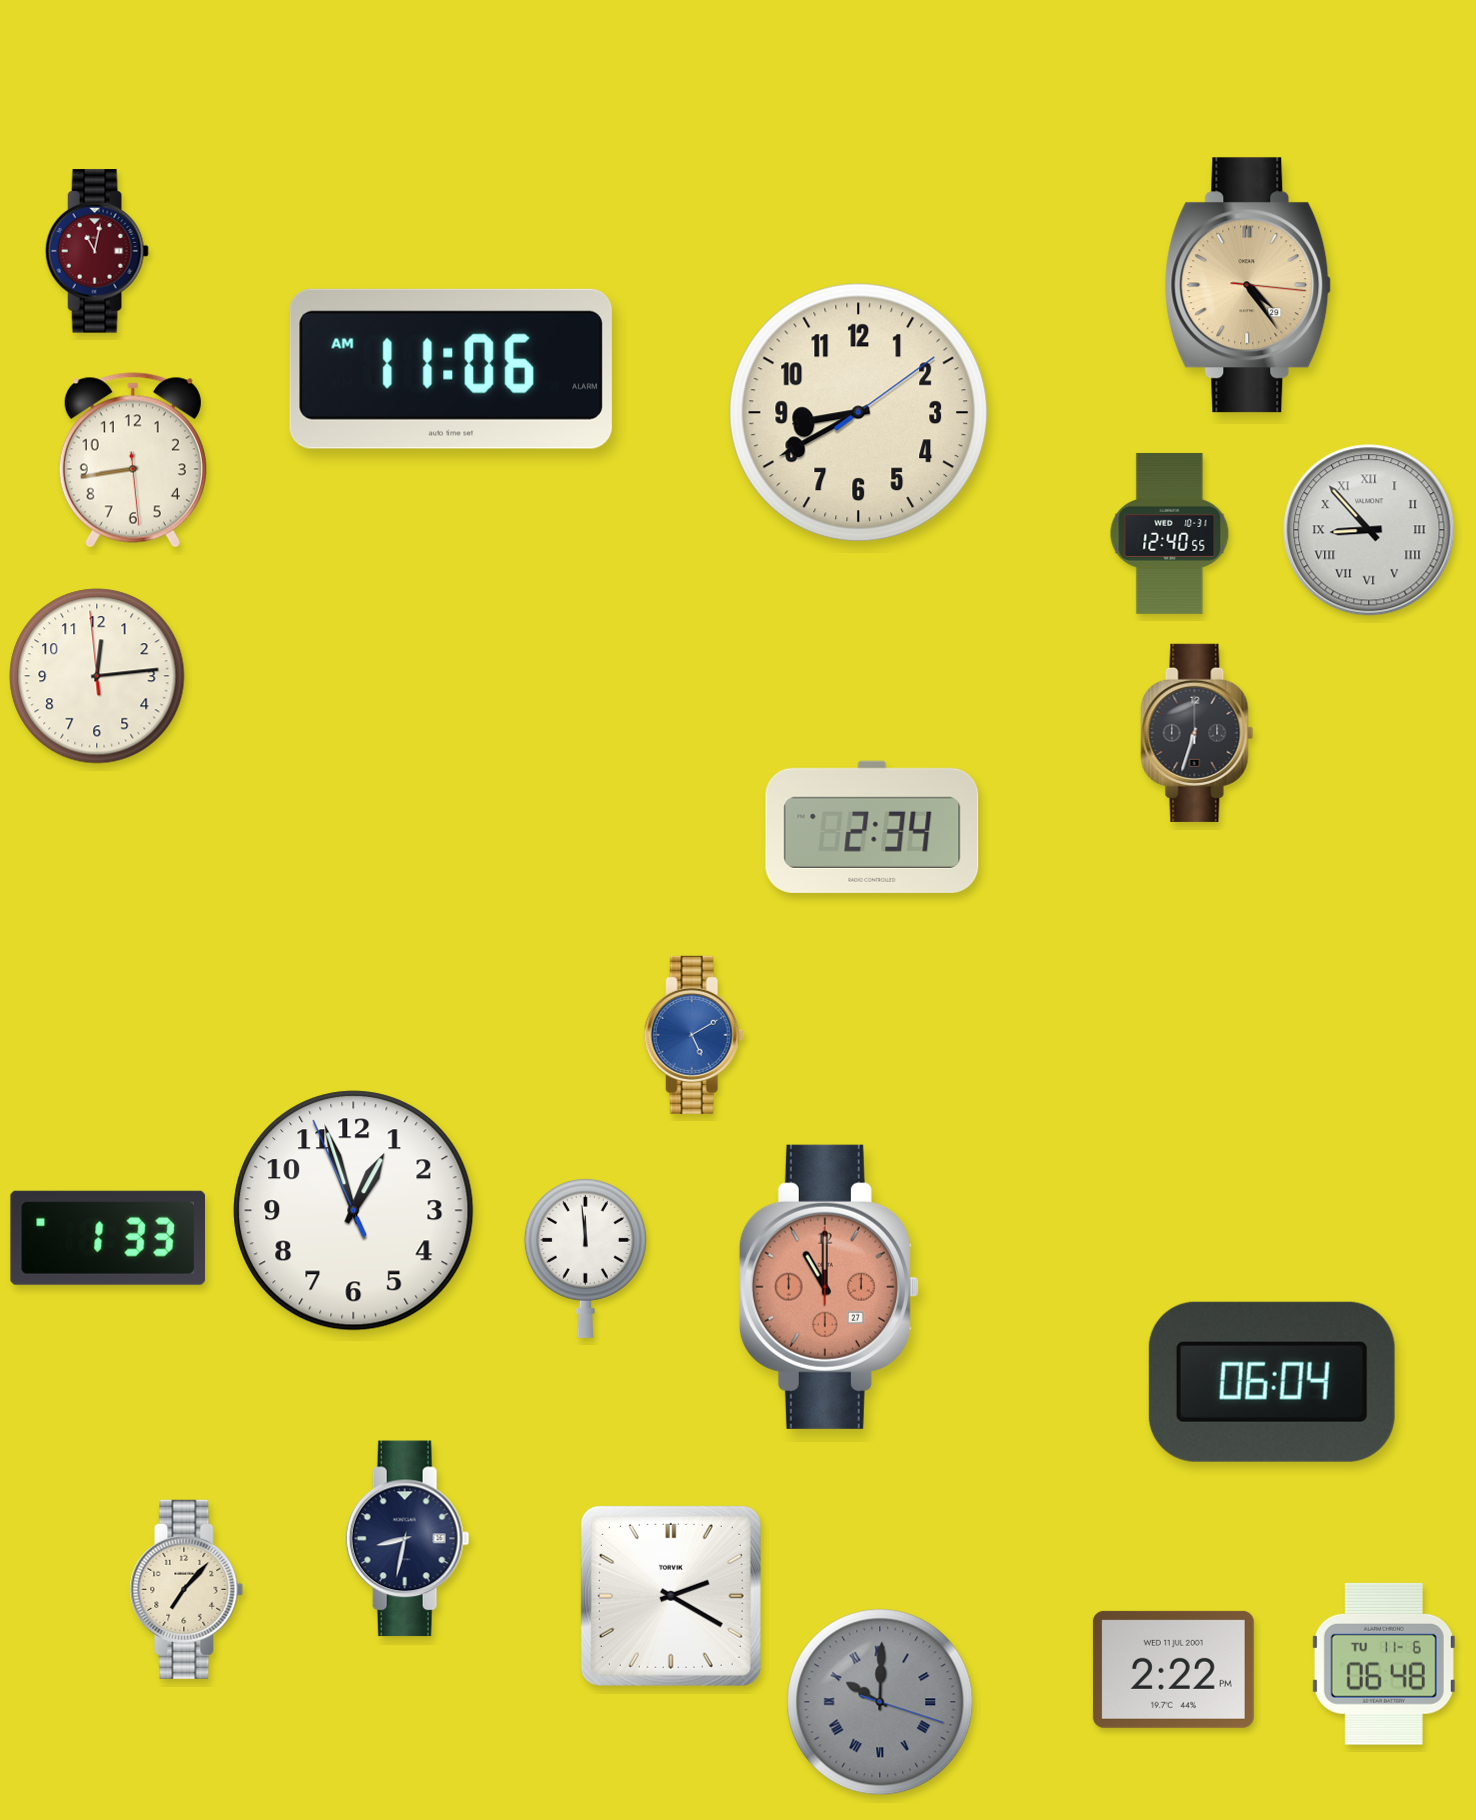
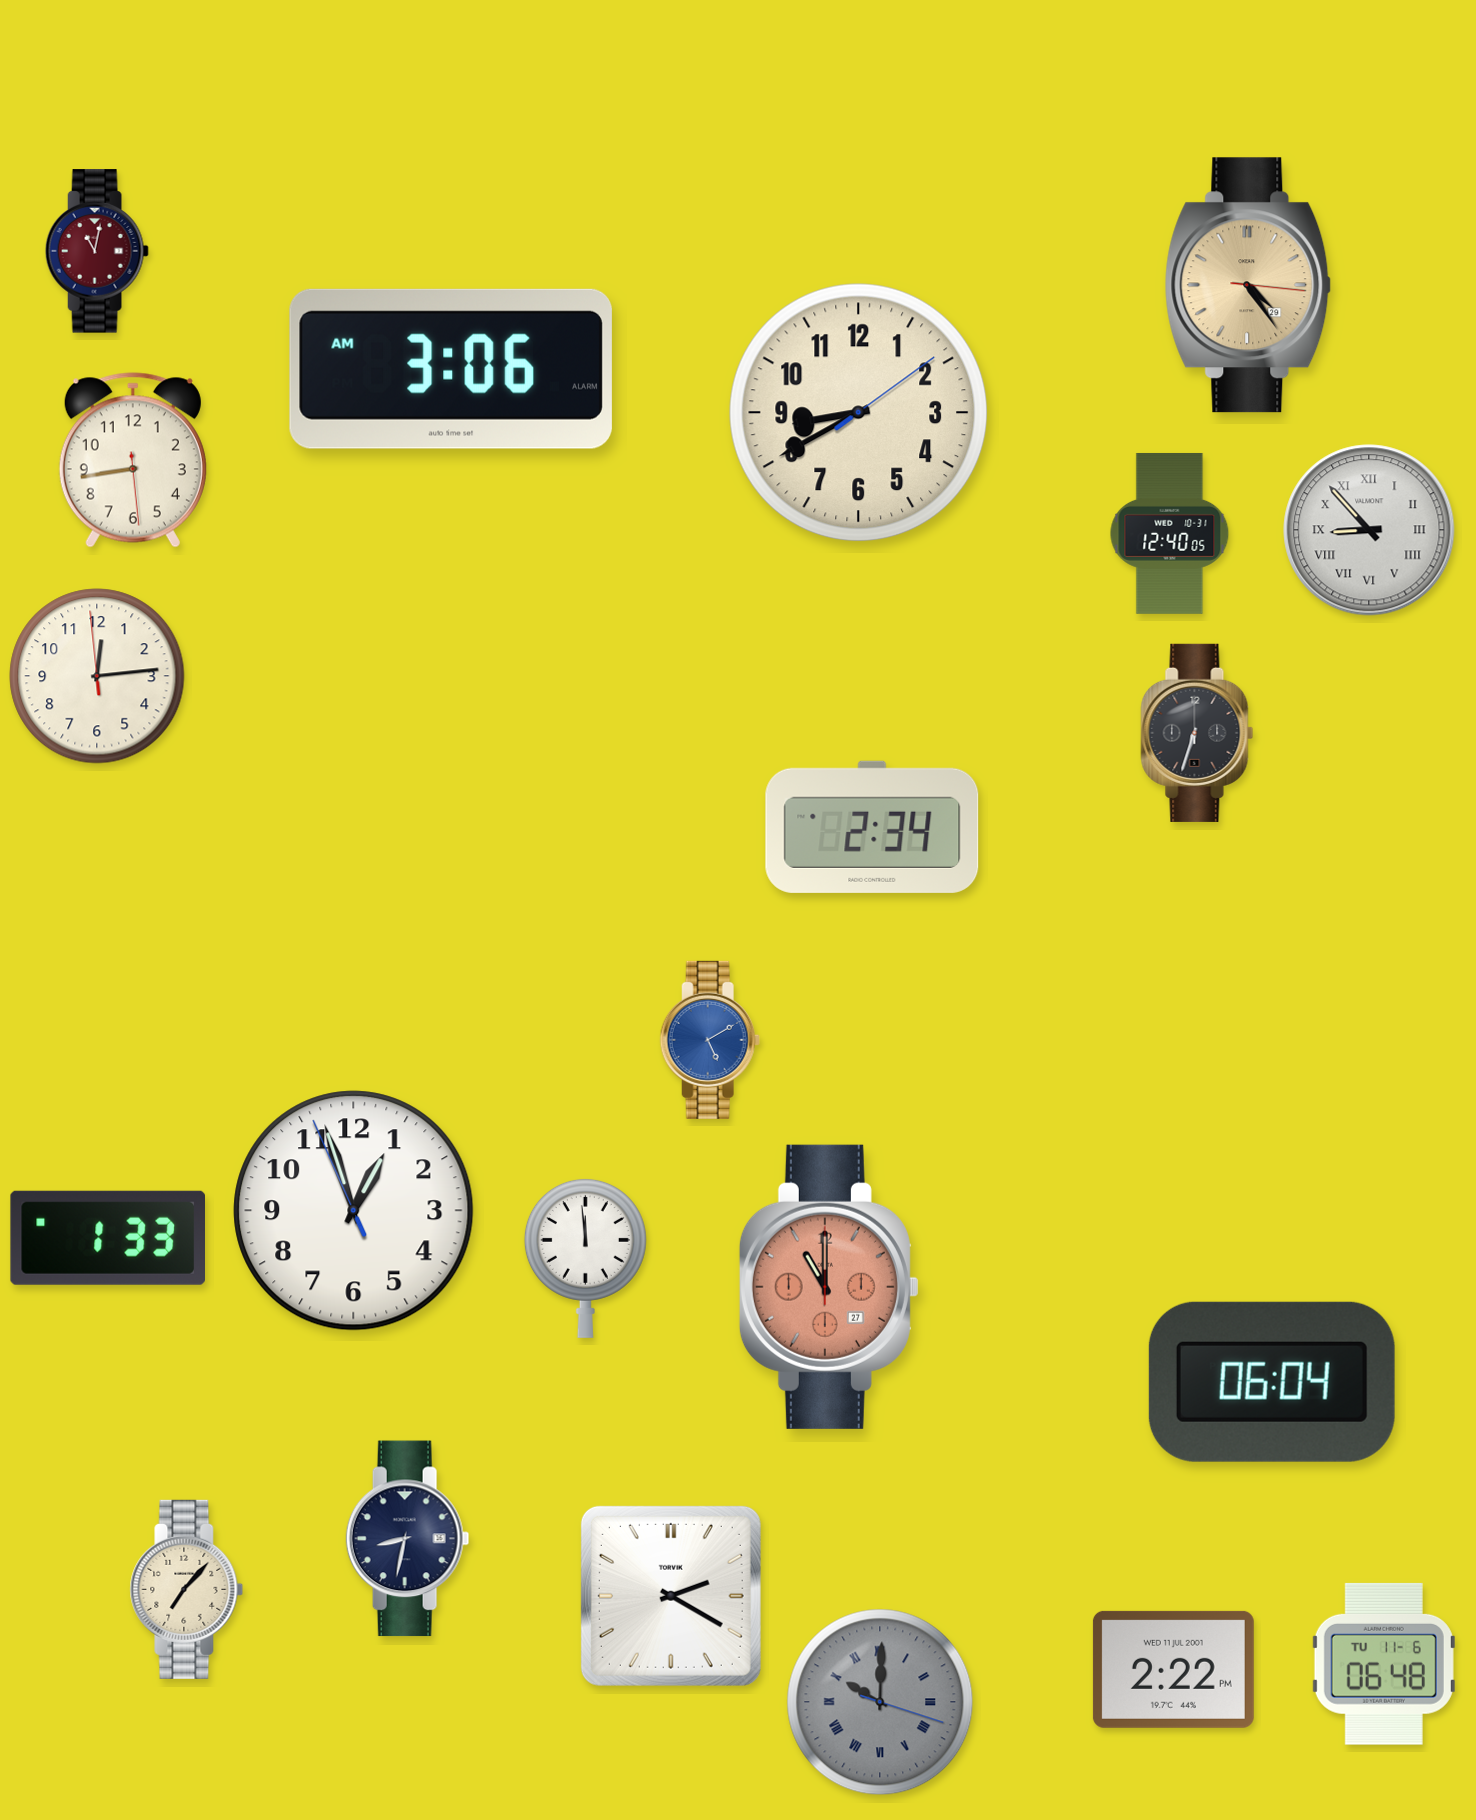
clock at (451, 369): 11:06 -> 3:06
clock at (1170, 533): 12:40:55 -> 12:40:05
clock at (694, 1035) position: (694, 1035) -> (710, 1040)
